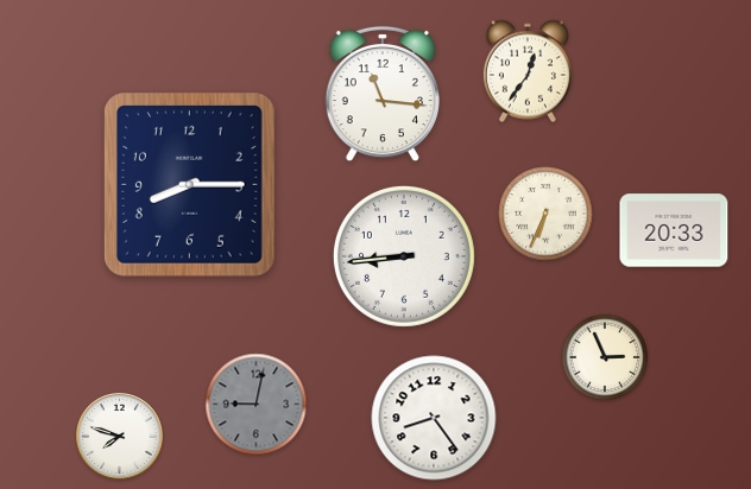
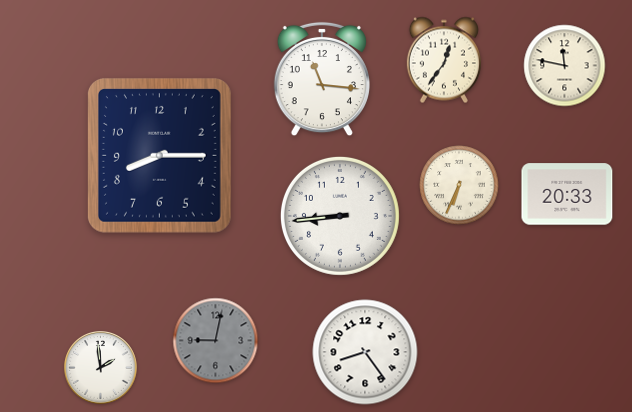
clock at (565, 66): none -> 11:47
clock at (545, 214) position: (545, 214) -> (459, 185)
clock at (605, 357): 2:56 -> none
clock at (120, 437): 7:48 -> 1:59
